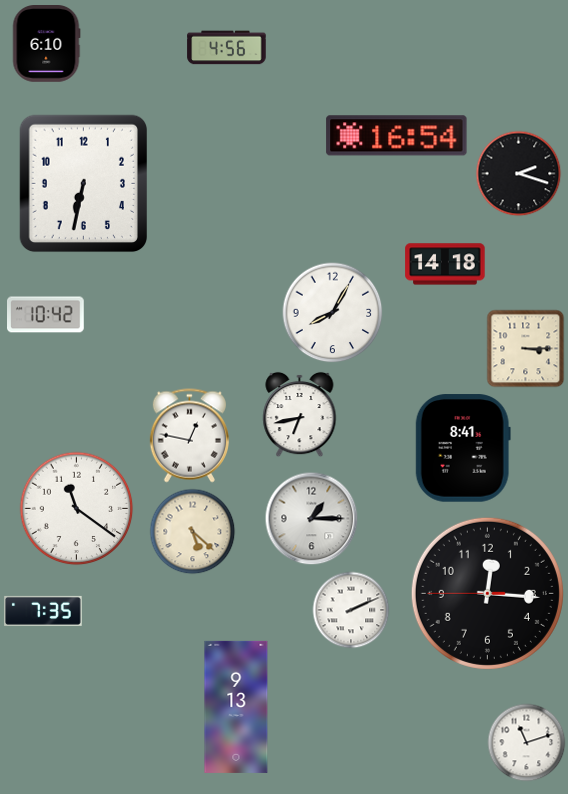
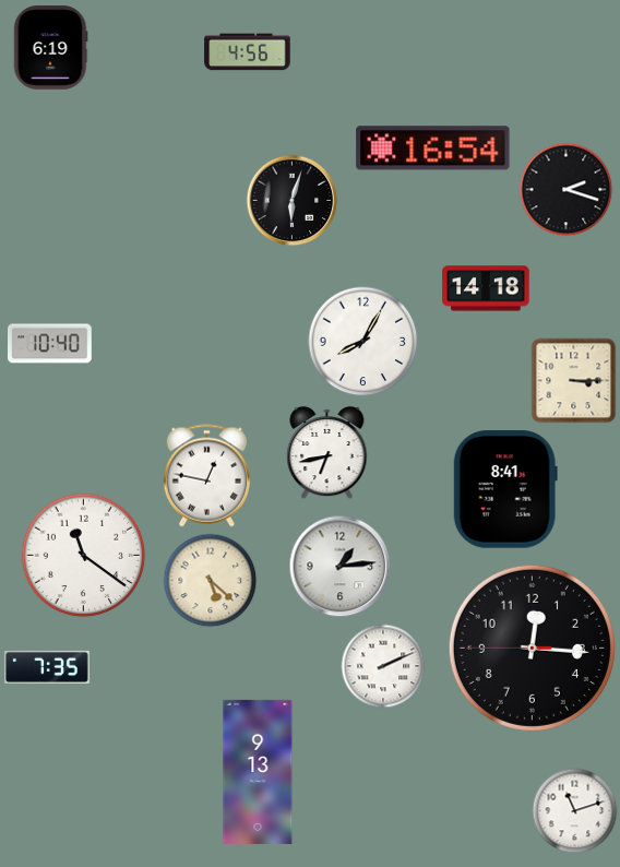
clock at (46, 44): 6:10 -> 6:19
clock at (83, 184): 6:32 -> none
clock at (293, 201): none -> 6:03
clock at (46, 315): 10:42 -> 10:40
clock at (312, 519): 1:15 -> 1:14
